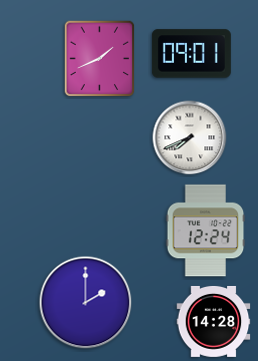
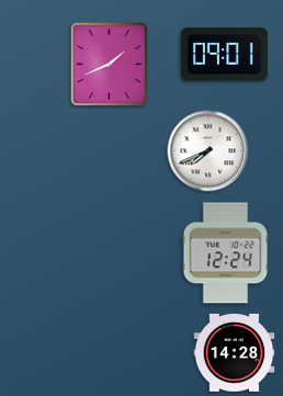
clock at (191, 54) position: (191, 54) -> (224, 55)
clock at (86, 303): 2:00 -> none
